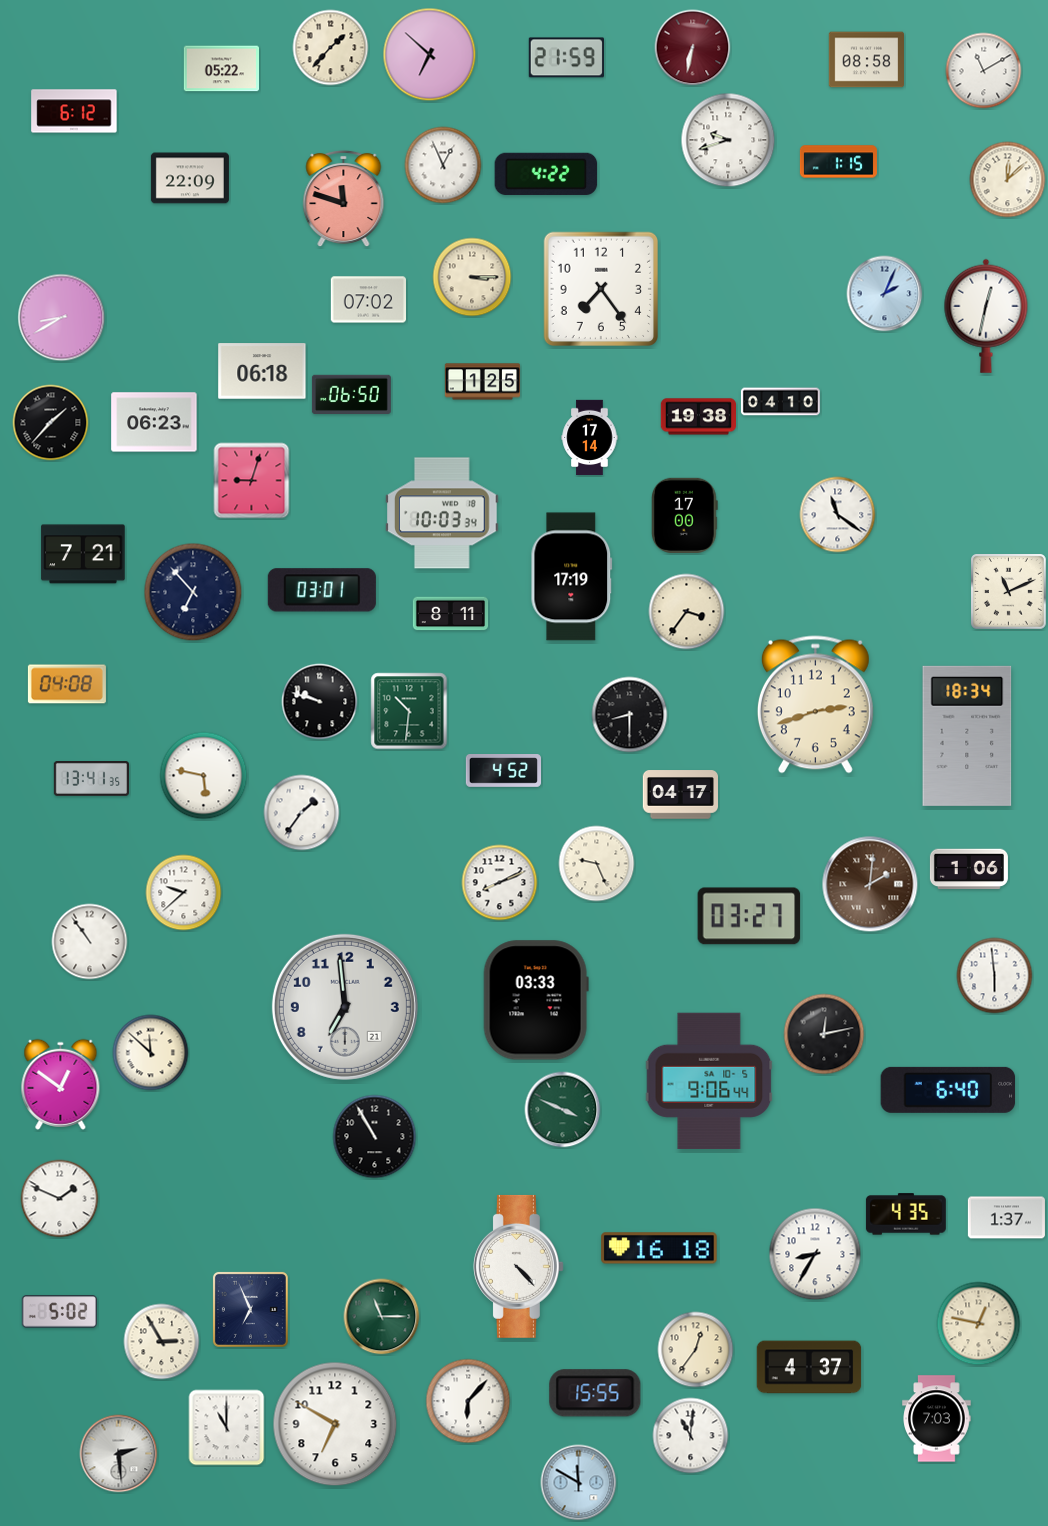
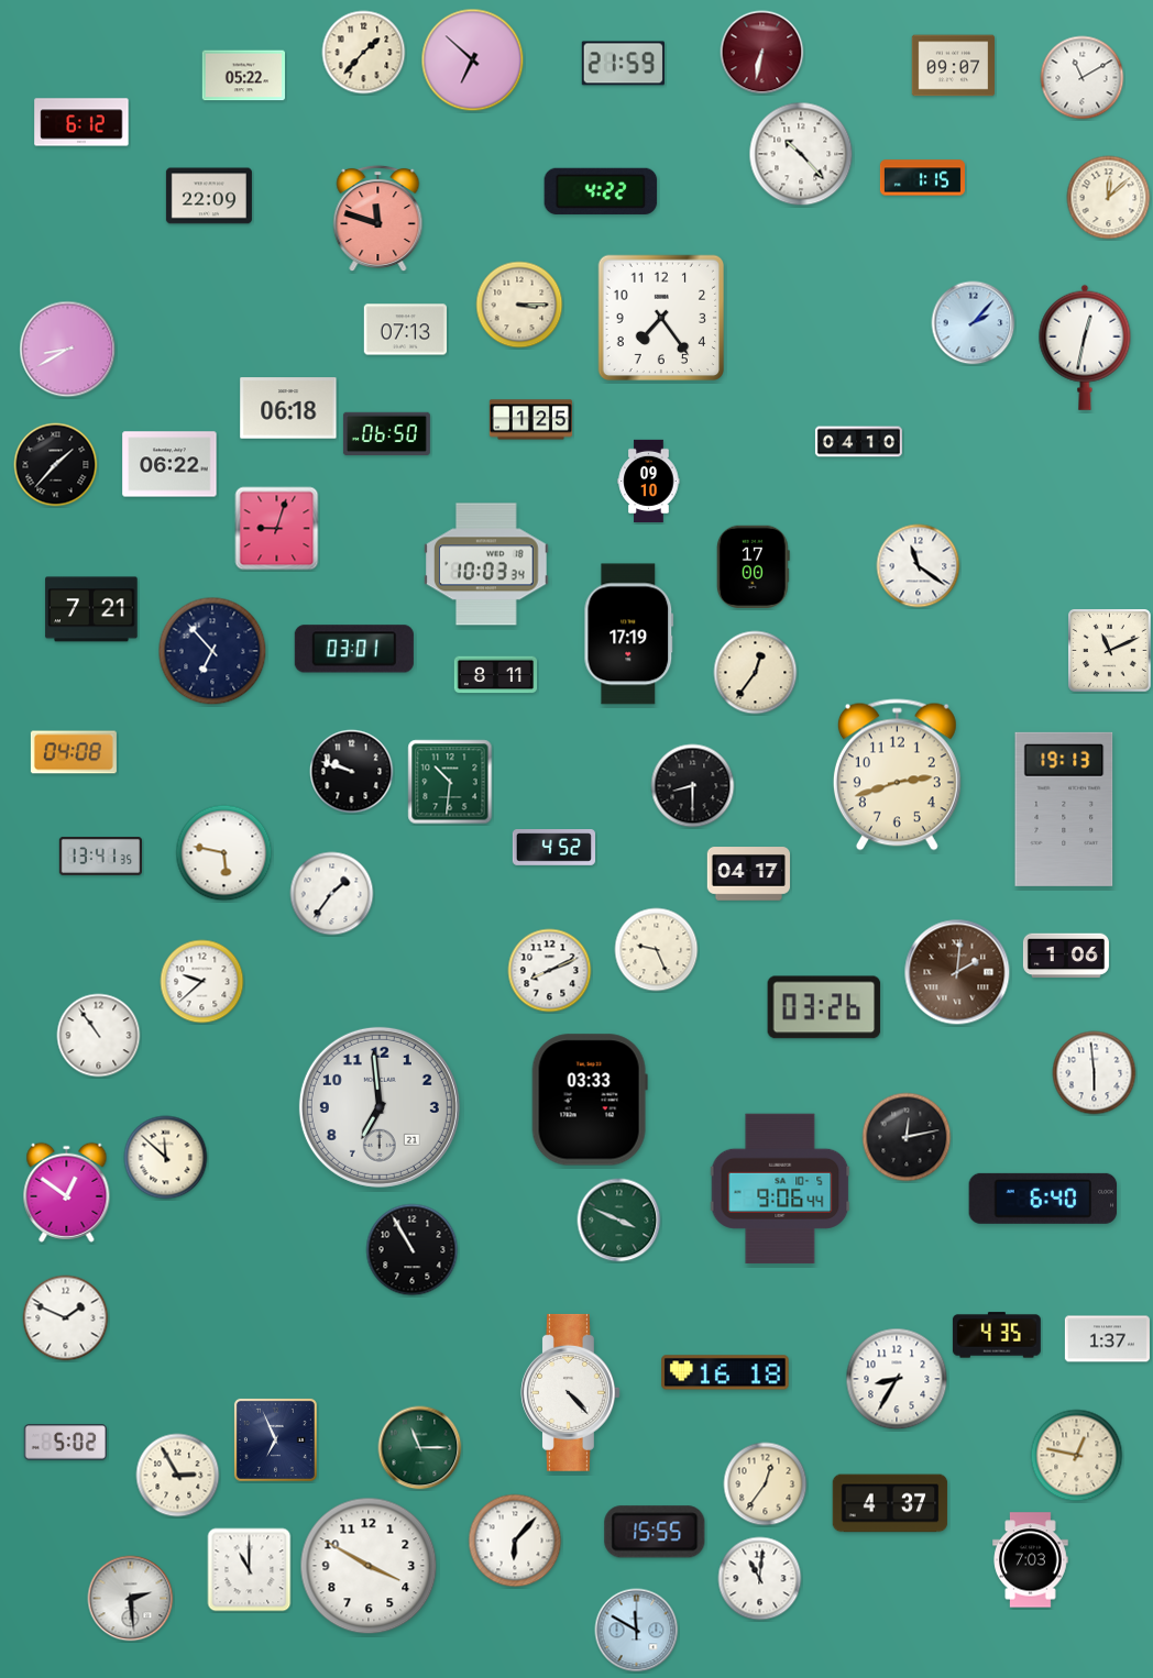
clock at (866, 60): 08:58 -> 09:07
clock at (728, 140): 9:42 -> 10:23
clock at (443, 165): 12:56 -> none
clock at (885, 294): 2:04 -> 2:07
clock at (368, 300): 07:02 -> 07:13
clock at (698, 417): 19:38 -> none
clock at (154, 422): 06:23 -> 06:22
clock at (590, 438): 17:14 -> 09:10
clock at (838, 515) position: (838, 515) -> (919, 566)
clock at (687, 612): 3:36 -> 12:36
clock at (967, 736): 18:34 -> 19:13
clock at (749, 916): 03:27 -> 03:26
clock at (335, 1424): 6:50 -> 3:50
